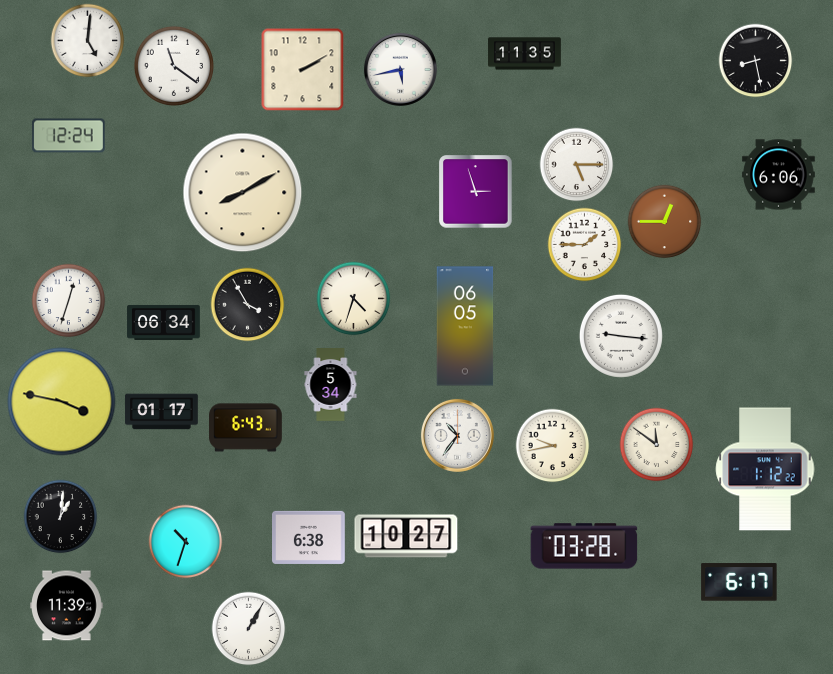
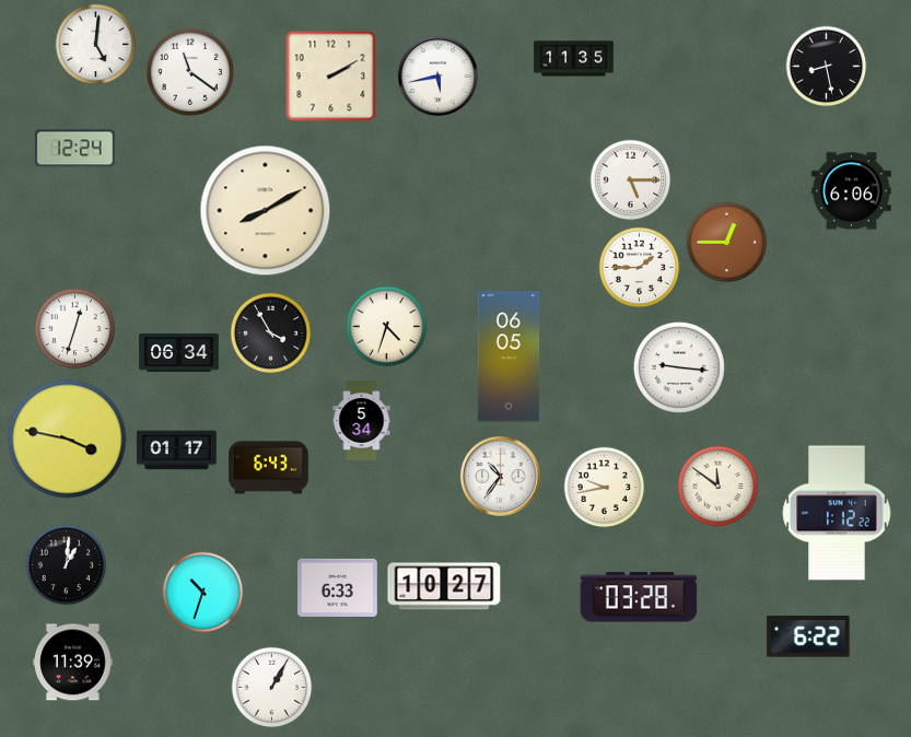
clock at (476, 192): 2:57 -> none
clock at (309, 537): 6:38 -> 6:33
clock at (739, 582): 6:17 -> 6:22
